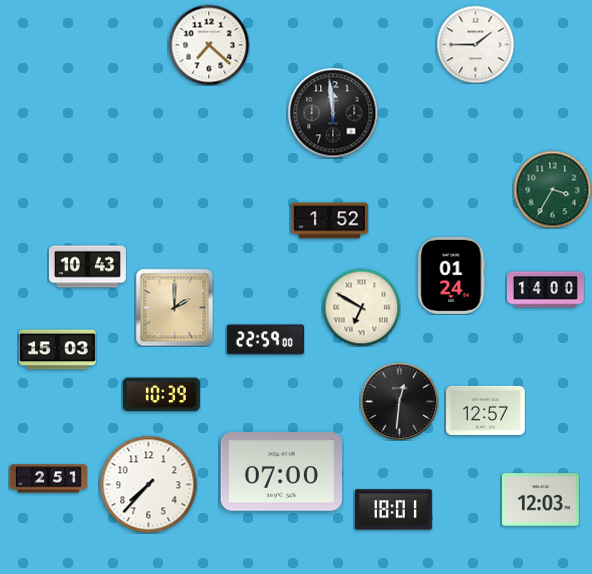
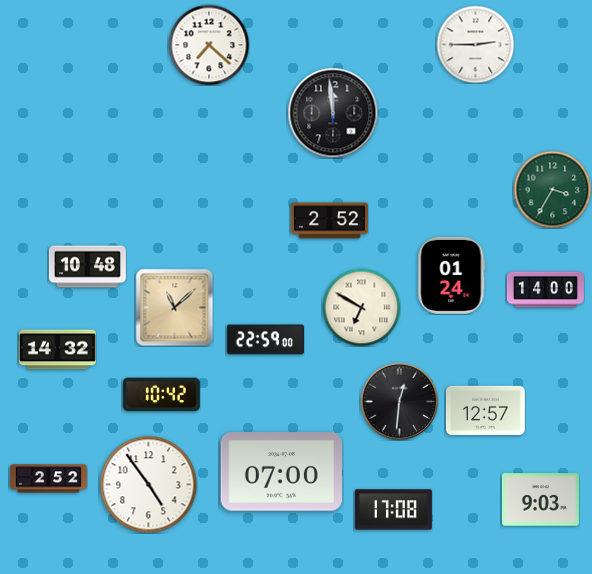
clock at (475, 44): 1:45 -> 2:45
clock at (329, 221): 1:52 -> 2:52
clock at (87, 267): 10:43 -> 10:48
clock at (174, 307): 2:00 -> 11:08
clock at (57, 350): 15:03 -> 14:32
clock at (161, 395): 10:39 -> 10:42
clock at (48, 479): 2:51 -> 2:52
clock at (148, 484): 7:37 -> 4:54
clock at (540, 500): 12:03 -> 9:03
clock at (393, 510): 18:01 -> 17:08
